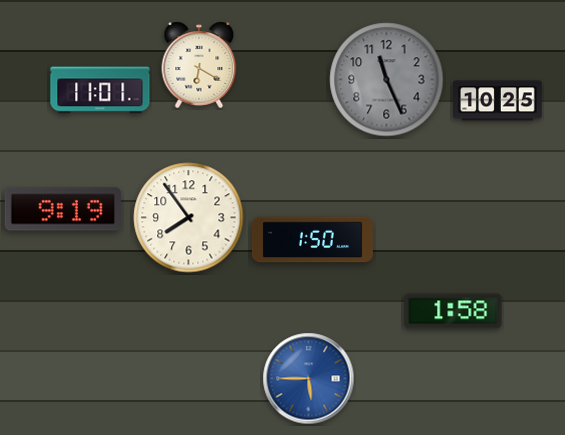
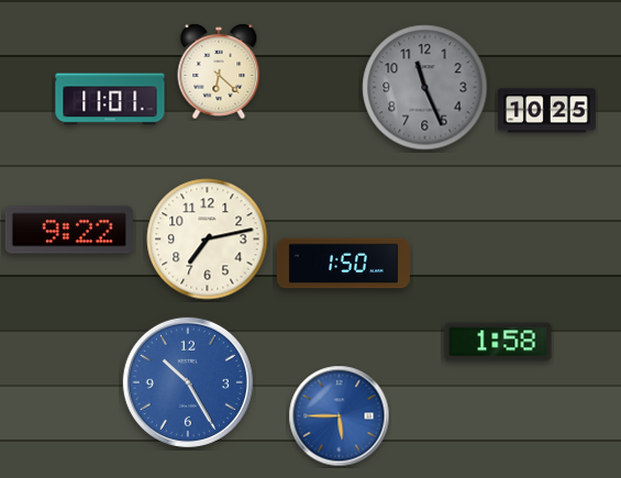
clock at (199, 65): 6:20 -> 6:22
clock at (63, 209): 9:19 -> 9:22
clock at (189, 218): 7:54 -> 7:13
clock at (188, 382): none -> 10:25
